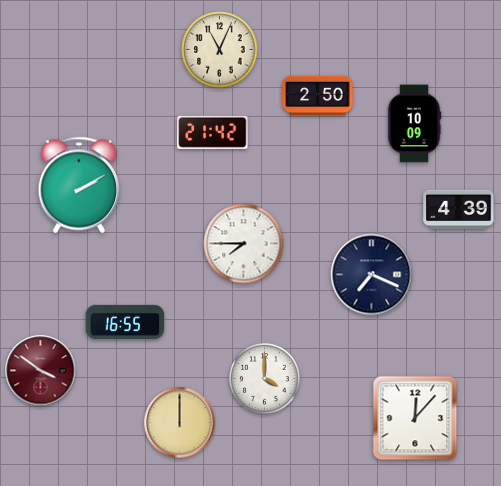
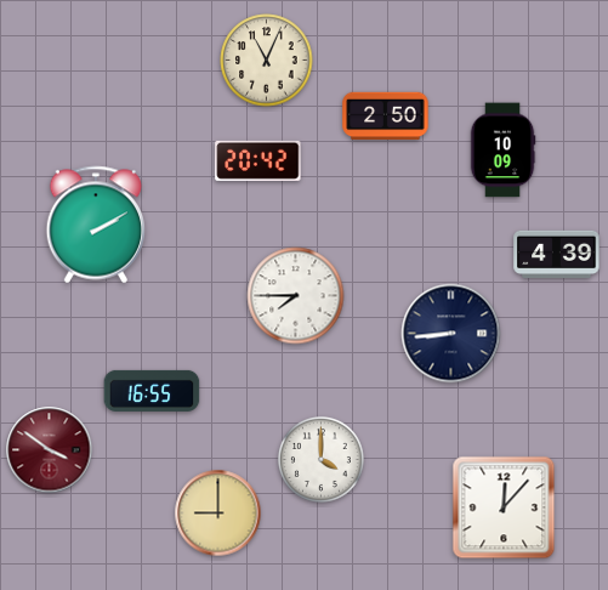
clock at (213, 132): 21:42 -> 20:42
clock at (372, 275): 7:19 -> 8:44
clock at (180, 423): 12:00 -> 9:00
